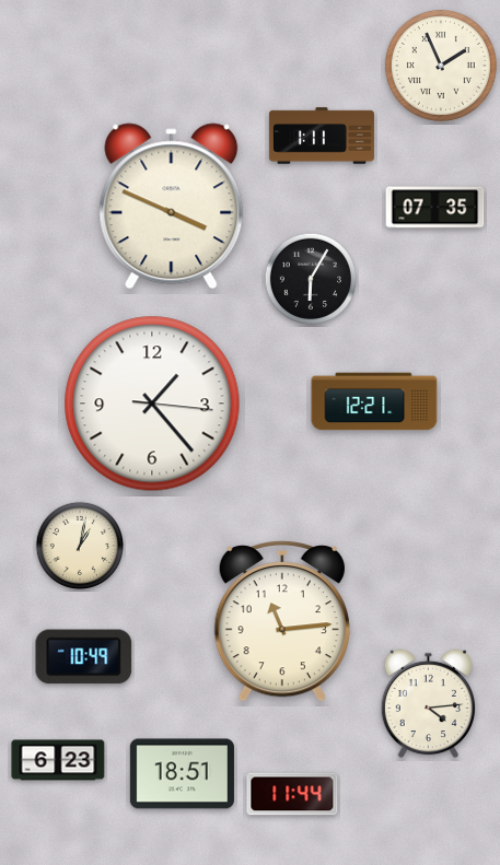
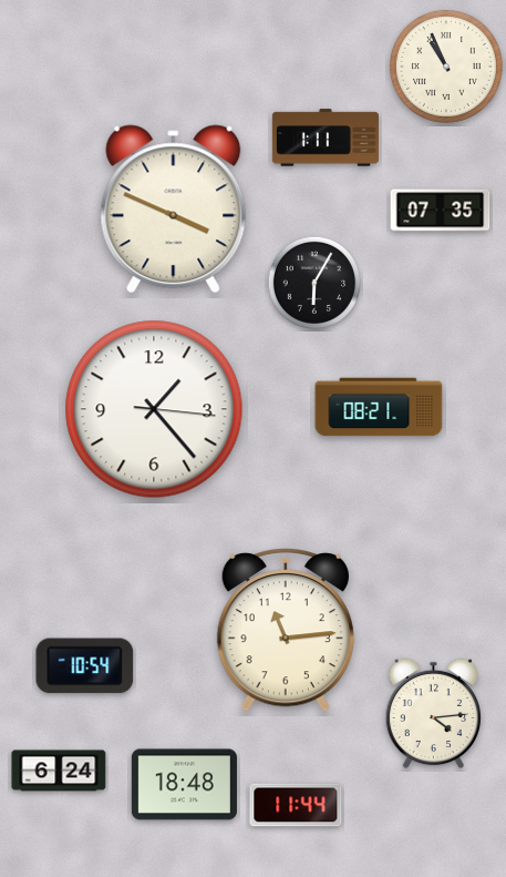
clock at (441, 66): 1:56 -> 10:56
clock at (374, 401): 12:21 -> 08:21
clock at (79, 545): 1:02 -> none
clock at (84, 657): 10:49 -> 10:54
clock at (58, 760): 6:23 -> 6:24
clock at (182, 774): 18:51 -> 18:48
